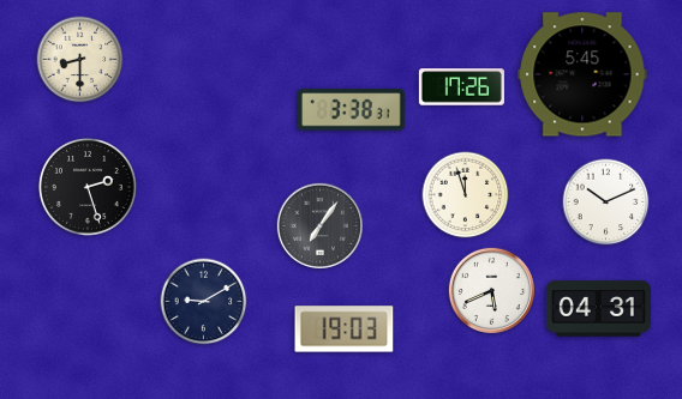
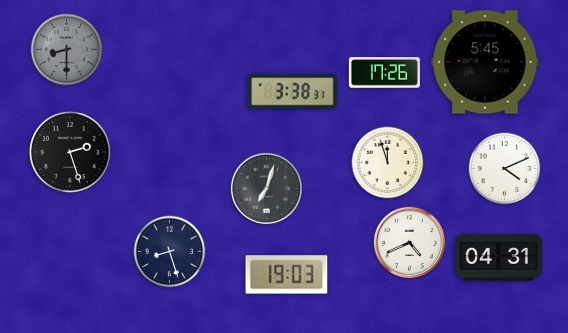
clock at (80, 60) dial: cream -> grey
clock at (88, 187) position: (88, 187) -> (70, 152)
clock at (606, 202): 10:11 -> 4:11
clock at (319, 225): 7:06 -> 7:03
clock at (491, 290): 5:41 -> 4:41
clock at (204, 302): 9:10 -> 8:27
